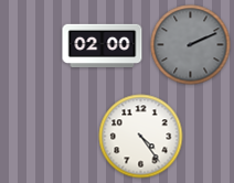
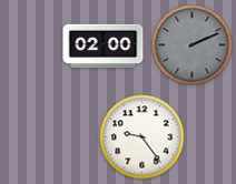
clock at (141, 137): 4:24 -> 9:24
